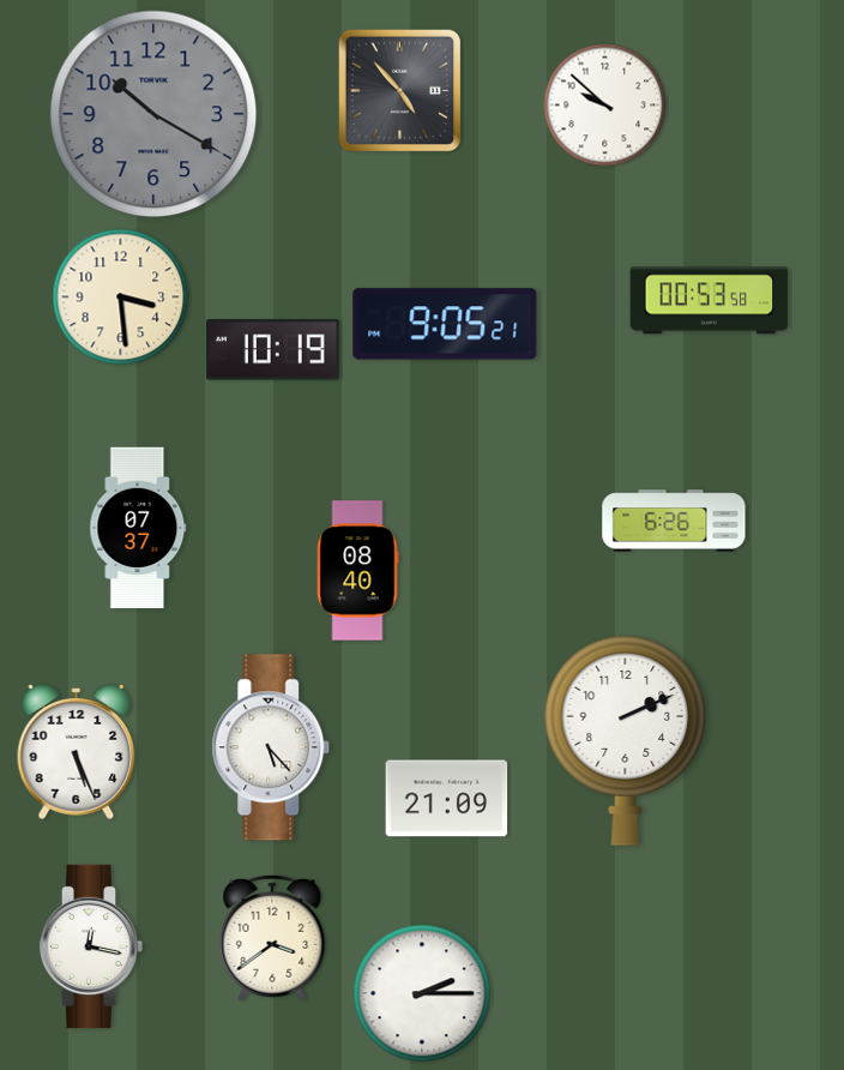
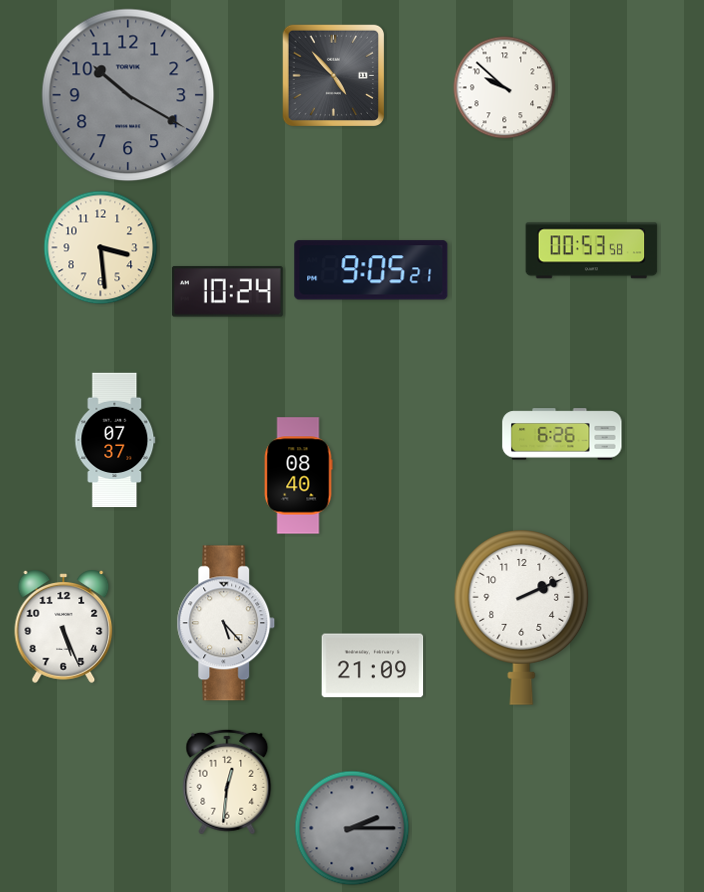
clock at (272, 350): 10:19 -> 10:24
clock at (272, 938): 3:39 -> 12:31
clock at (91, 946): 12:17 -> none
clock at (422, 993) dial: white -> grey
